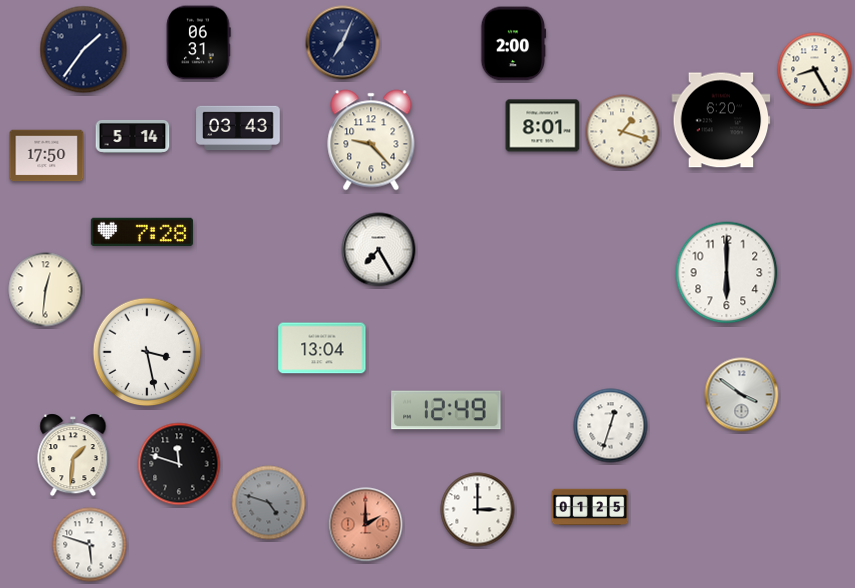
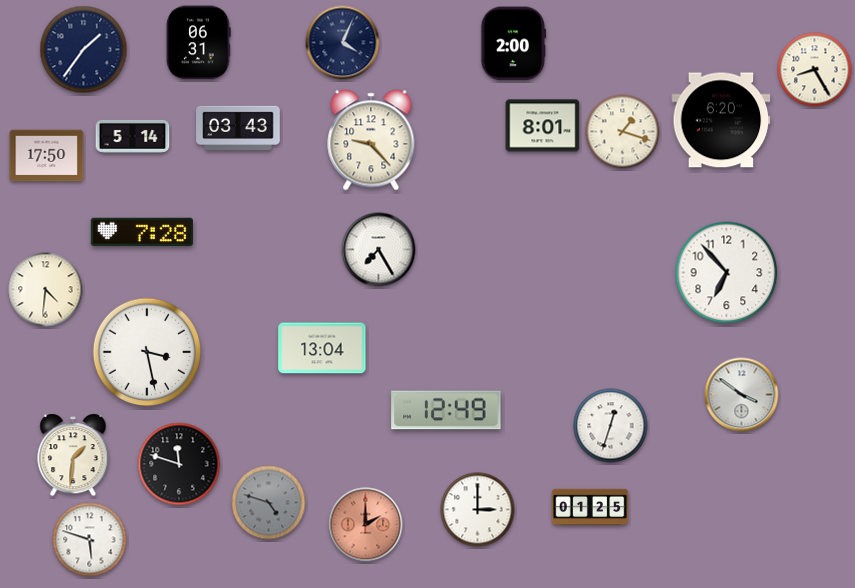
clock at (343, 43): 7:04 -> 4:04
clock at (727, 273): 6:00 -> 6:53
clock at (46, 290): 12:31 -> 4:31
clock at (90, 545) position: (90, 545) -> (90, 540)
